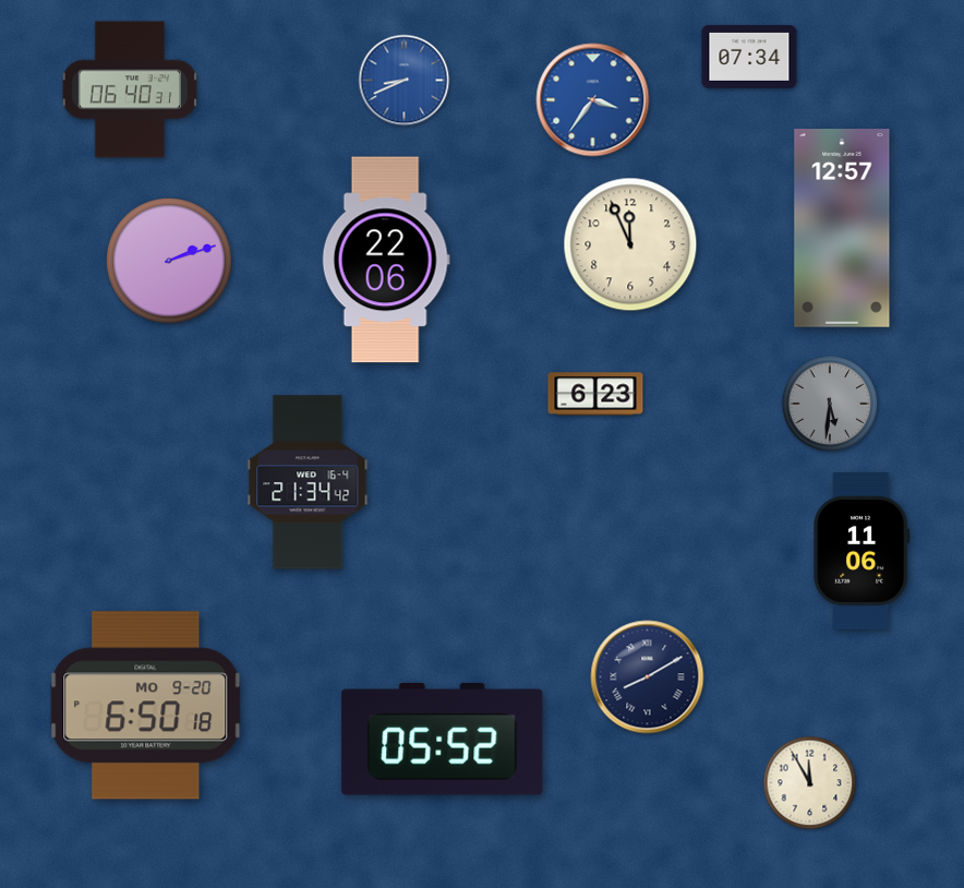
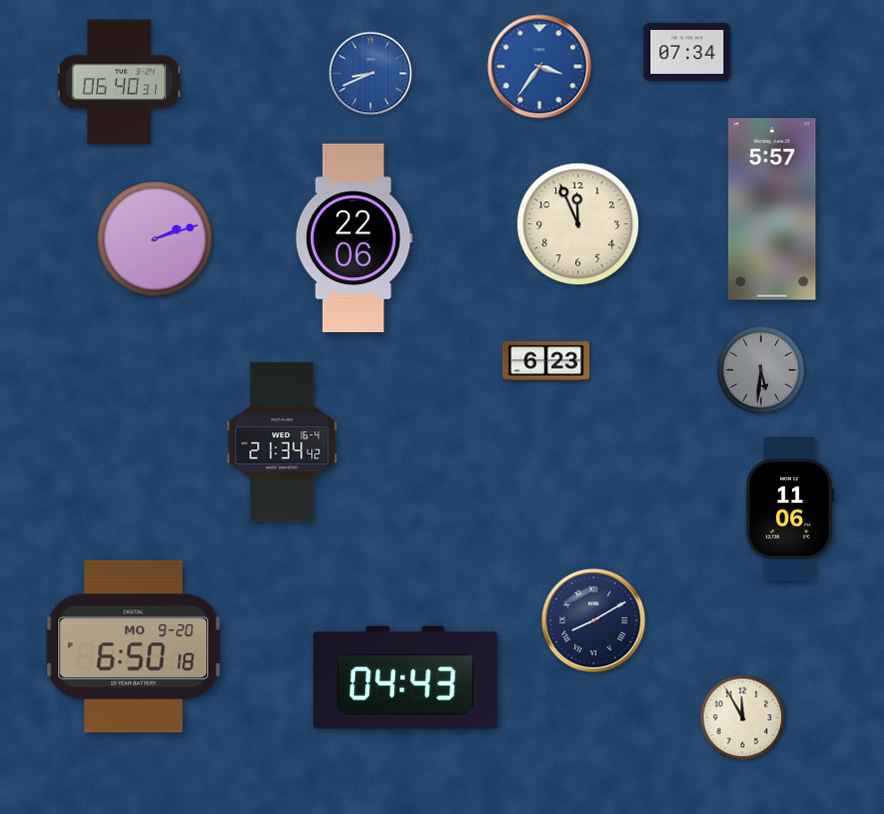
clock at (593, 100) position: (593, 100) -> (540, 67)
clock at (842, 229): 12:57 -> 5:57
clock at (861, 551) position: (861, 551) -> (790, 509)
clock at (443, 739): 05:52 -> 04:43
